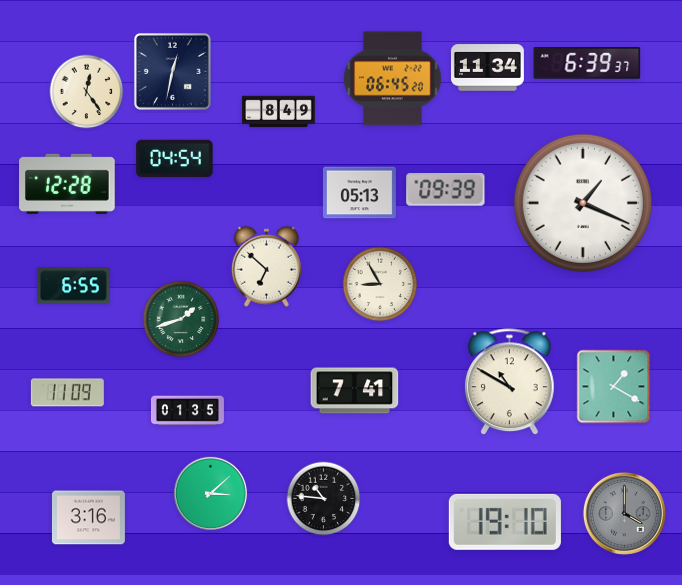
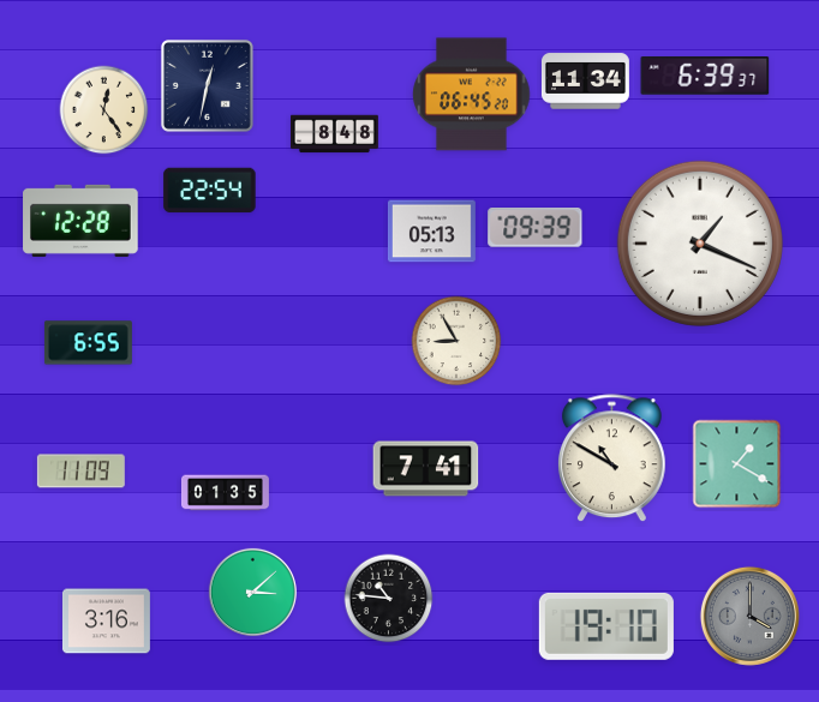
clock at (278, 112): 8:49 -> 8:48
clock at (175, 159): 04:54 -> 22:54
clock at (266, 266): 6:52 -> none
clock at (181, 319): 1:42 -> none
